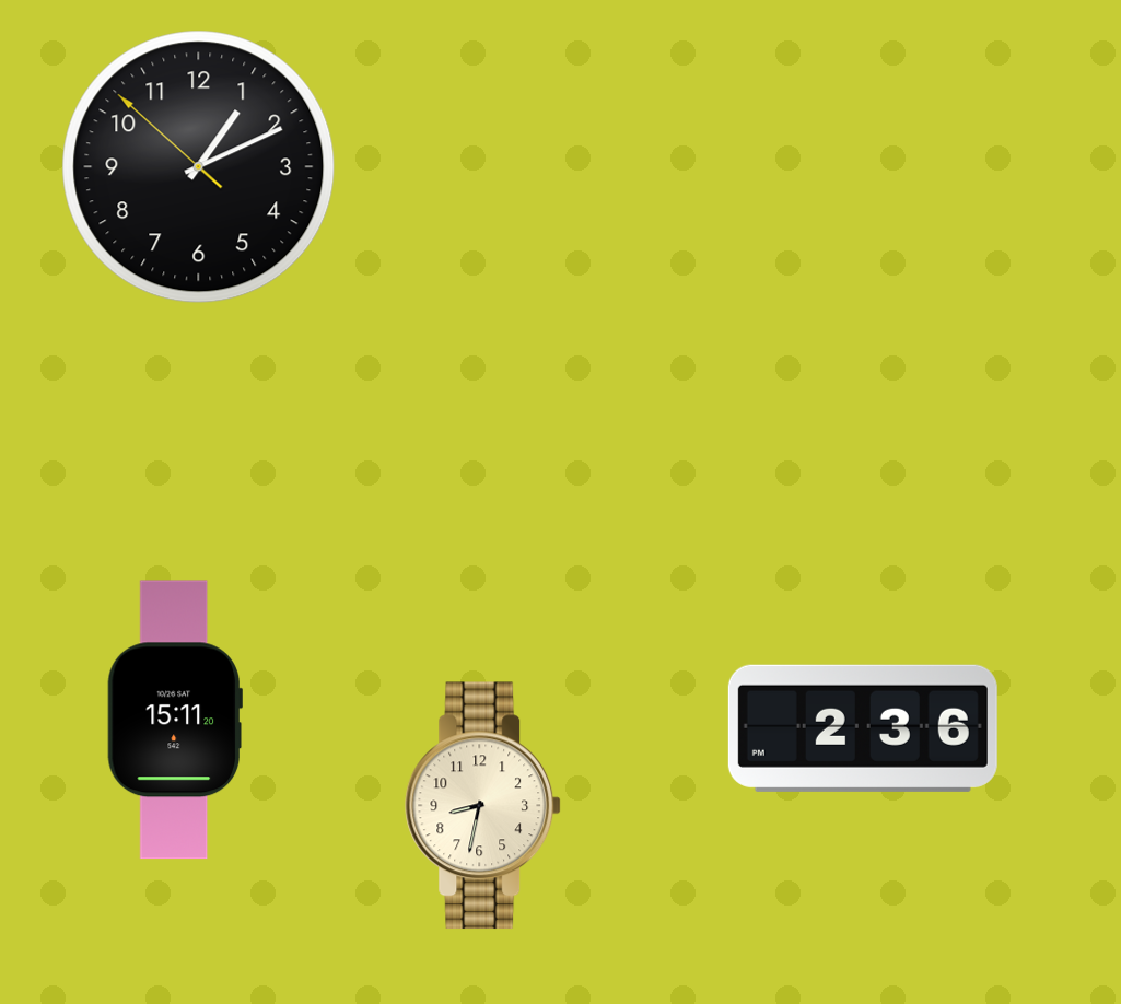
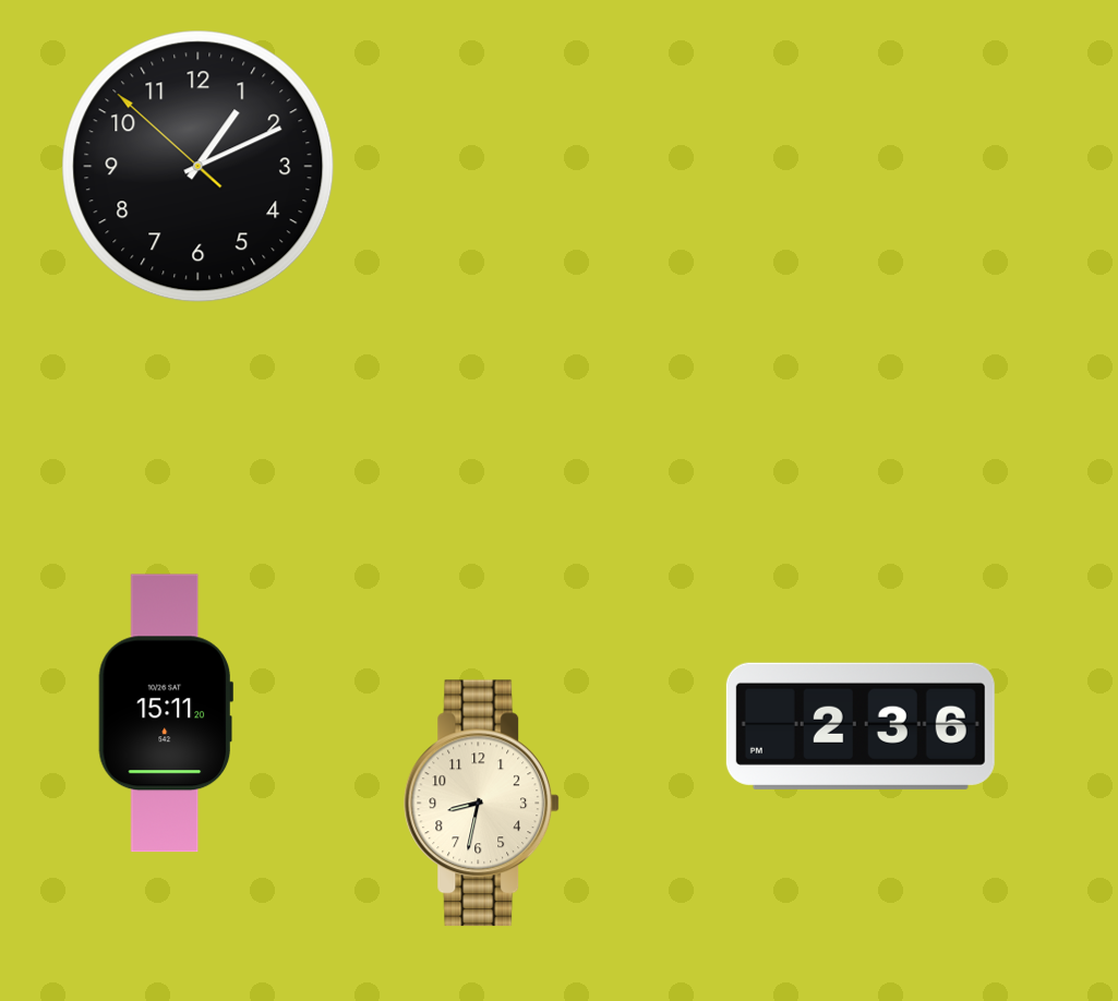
clock at (175, 720) position: (175, 720) -> (166, 713)
